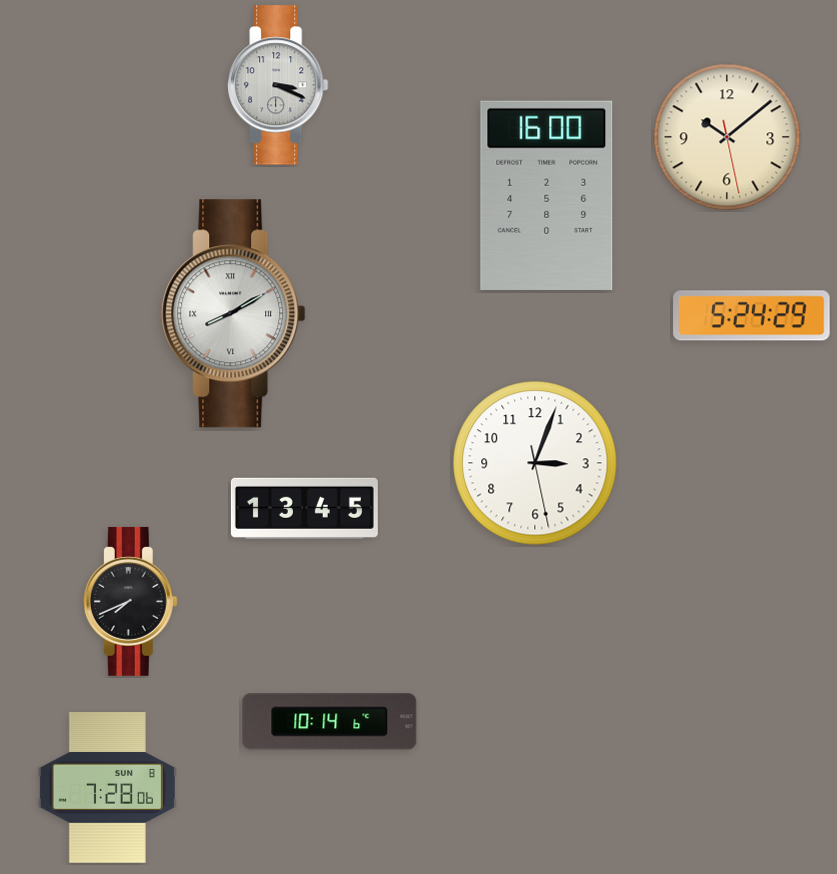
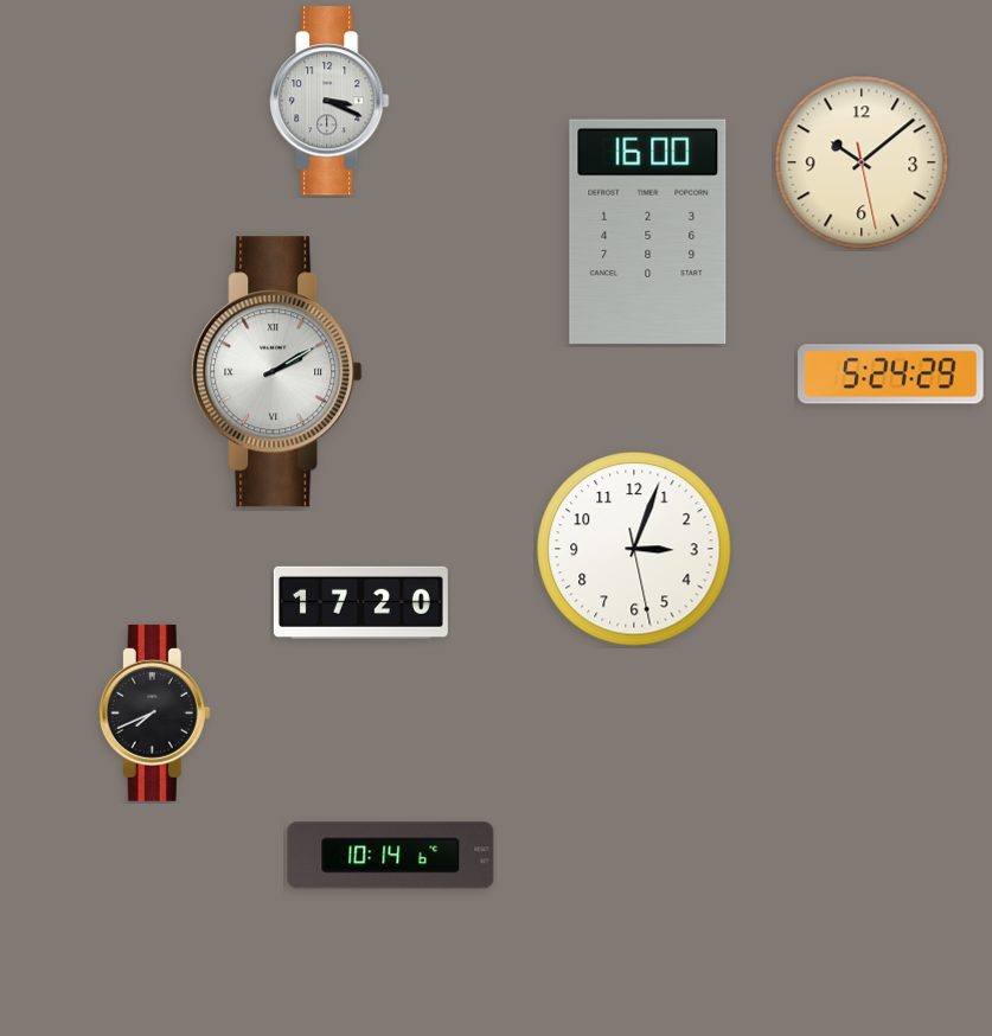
clock at (234, 314): 8:10 -> 2:10
clock at (304, 508): 13:45 -> 17:20
clock at (107, 788): 7:28 -> none
